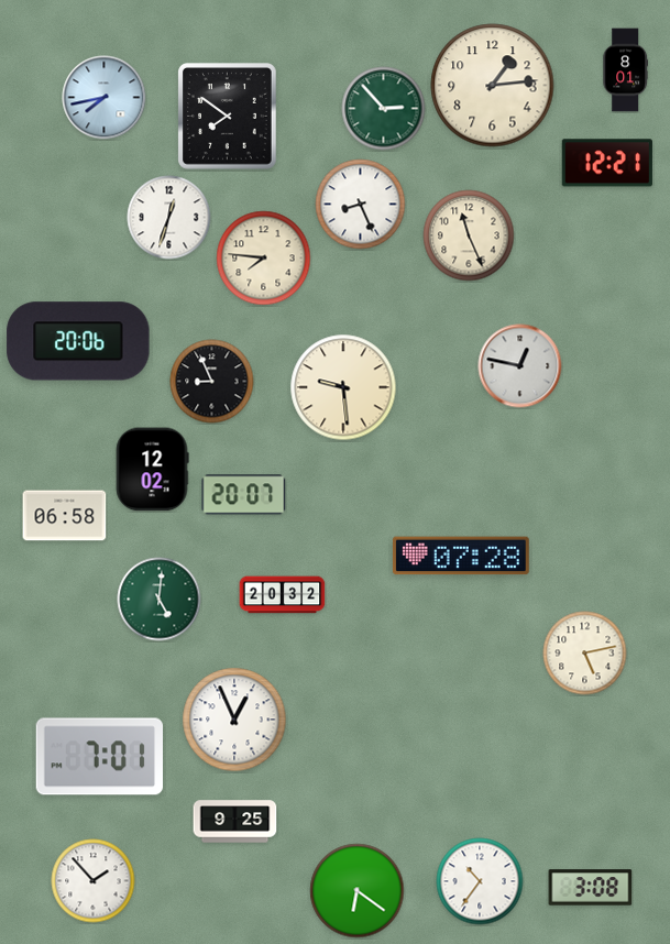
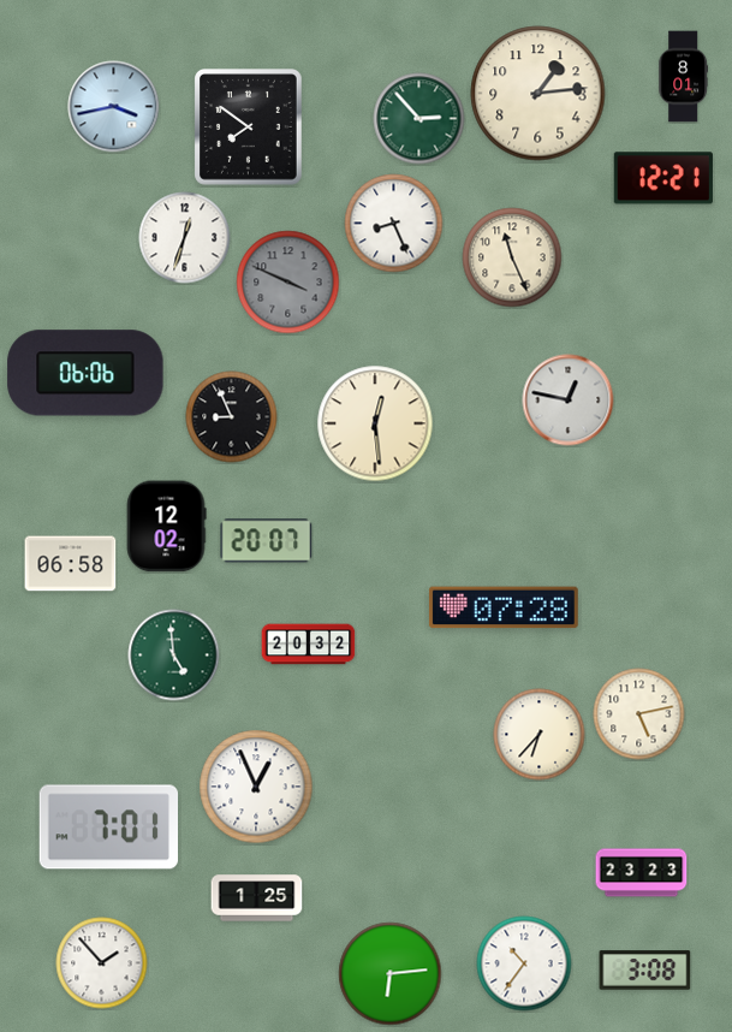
clock at (105, 98): 7:43 -> 3:43
clock at (264, 259): 7:46 -> 3:49
clock at (264, 259) dial: cream -> grey
clock at (78, 341): 20:06 -> 06:06
clock at (343, 387): 9:29 -> 12:29
clock at (152, 470) position: (152, 470) -> (166, 527)
clock at (283, 595) position: (283, 595) -> (309, 645)
clock at (160, 600): 5:01 -> 4:59
clock at (540, 735): none -> 6:37
clock at (642, 873): none -> 23:23
clock at (235, 822): 9:25 -> 1:25
clock at (358, 891): 6:21 -> 6:14
